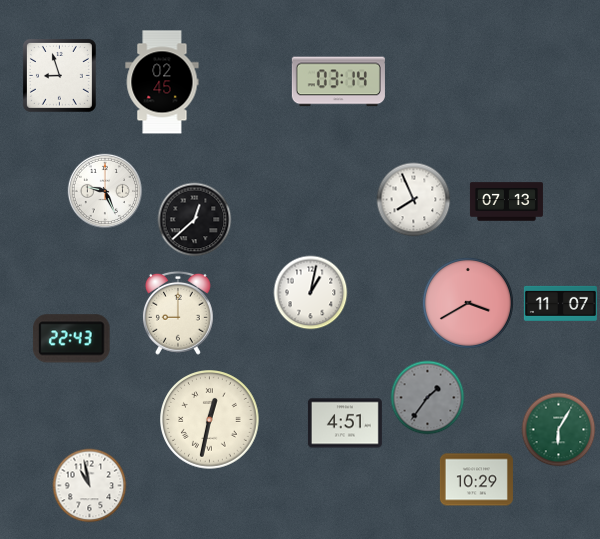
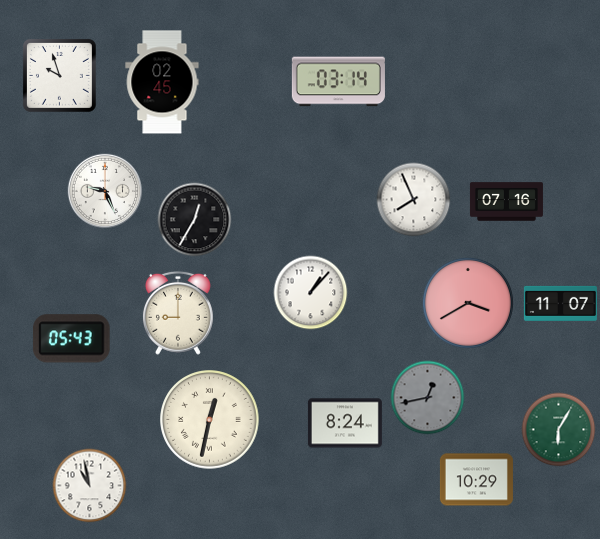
clock at (59, 75): 8:57 -> 9:57
clock at (506, 202): 07:13 -> 07:16
clock at (195, 220): 12:38 -> 12:35
clock at (311, 293): 1:02 -> 1:07
clock at (72, 339): 22:43 -> 05:43
clock at (428, 398): 1:36 -> 12:43
clock at (345, 423): 4:51 -> 8:24
